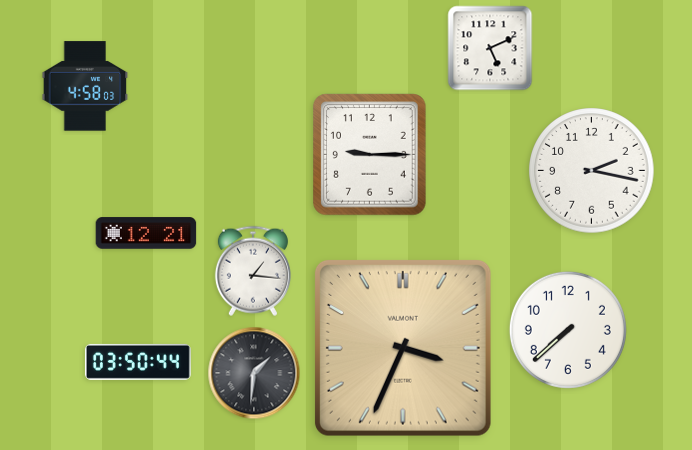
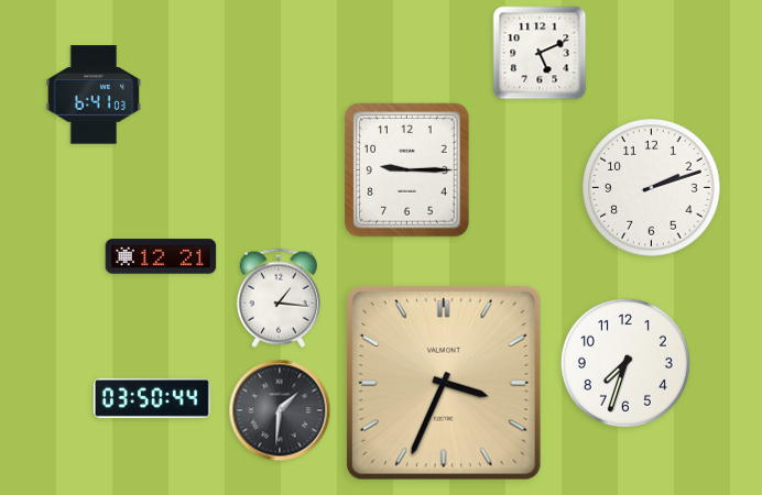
clock at (85, 86): 4:58 -> 6:41
clock at (592, 171): 2:17 -> 2:12
clock at (568, 330): 7:38 -> 7:33
